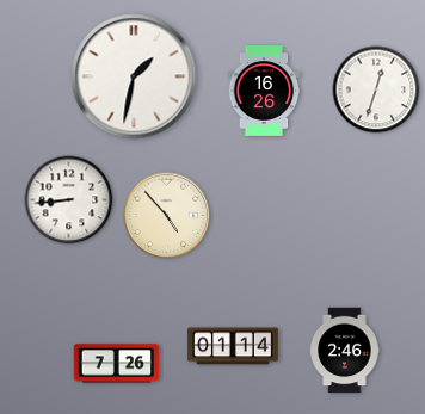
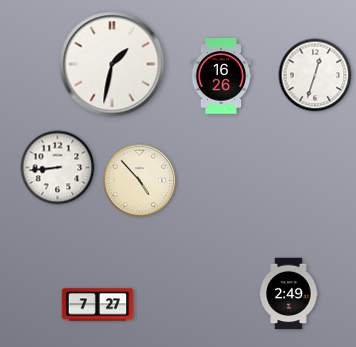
clock at (233, 346): 01:14 -> none
clock at (345, 351): 2:46 -> 2:49
clock at (117, 364): 7:26 -> 7:27
